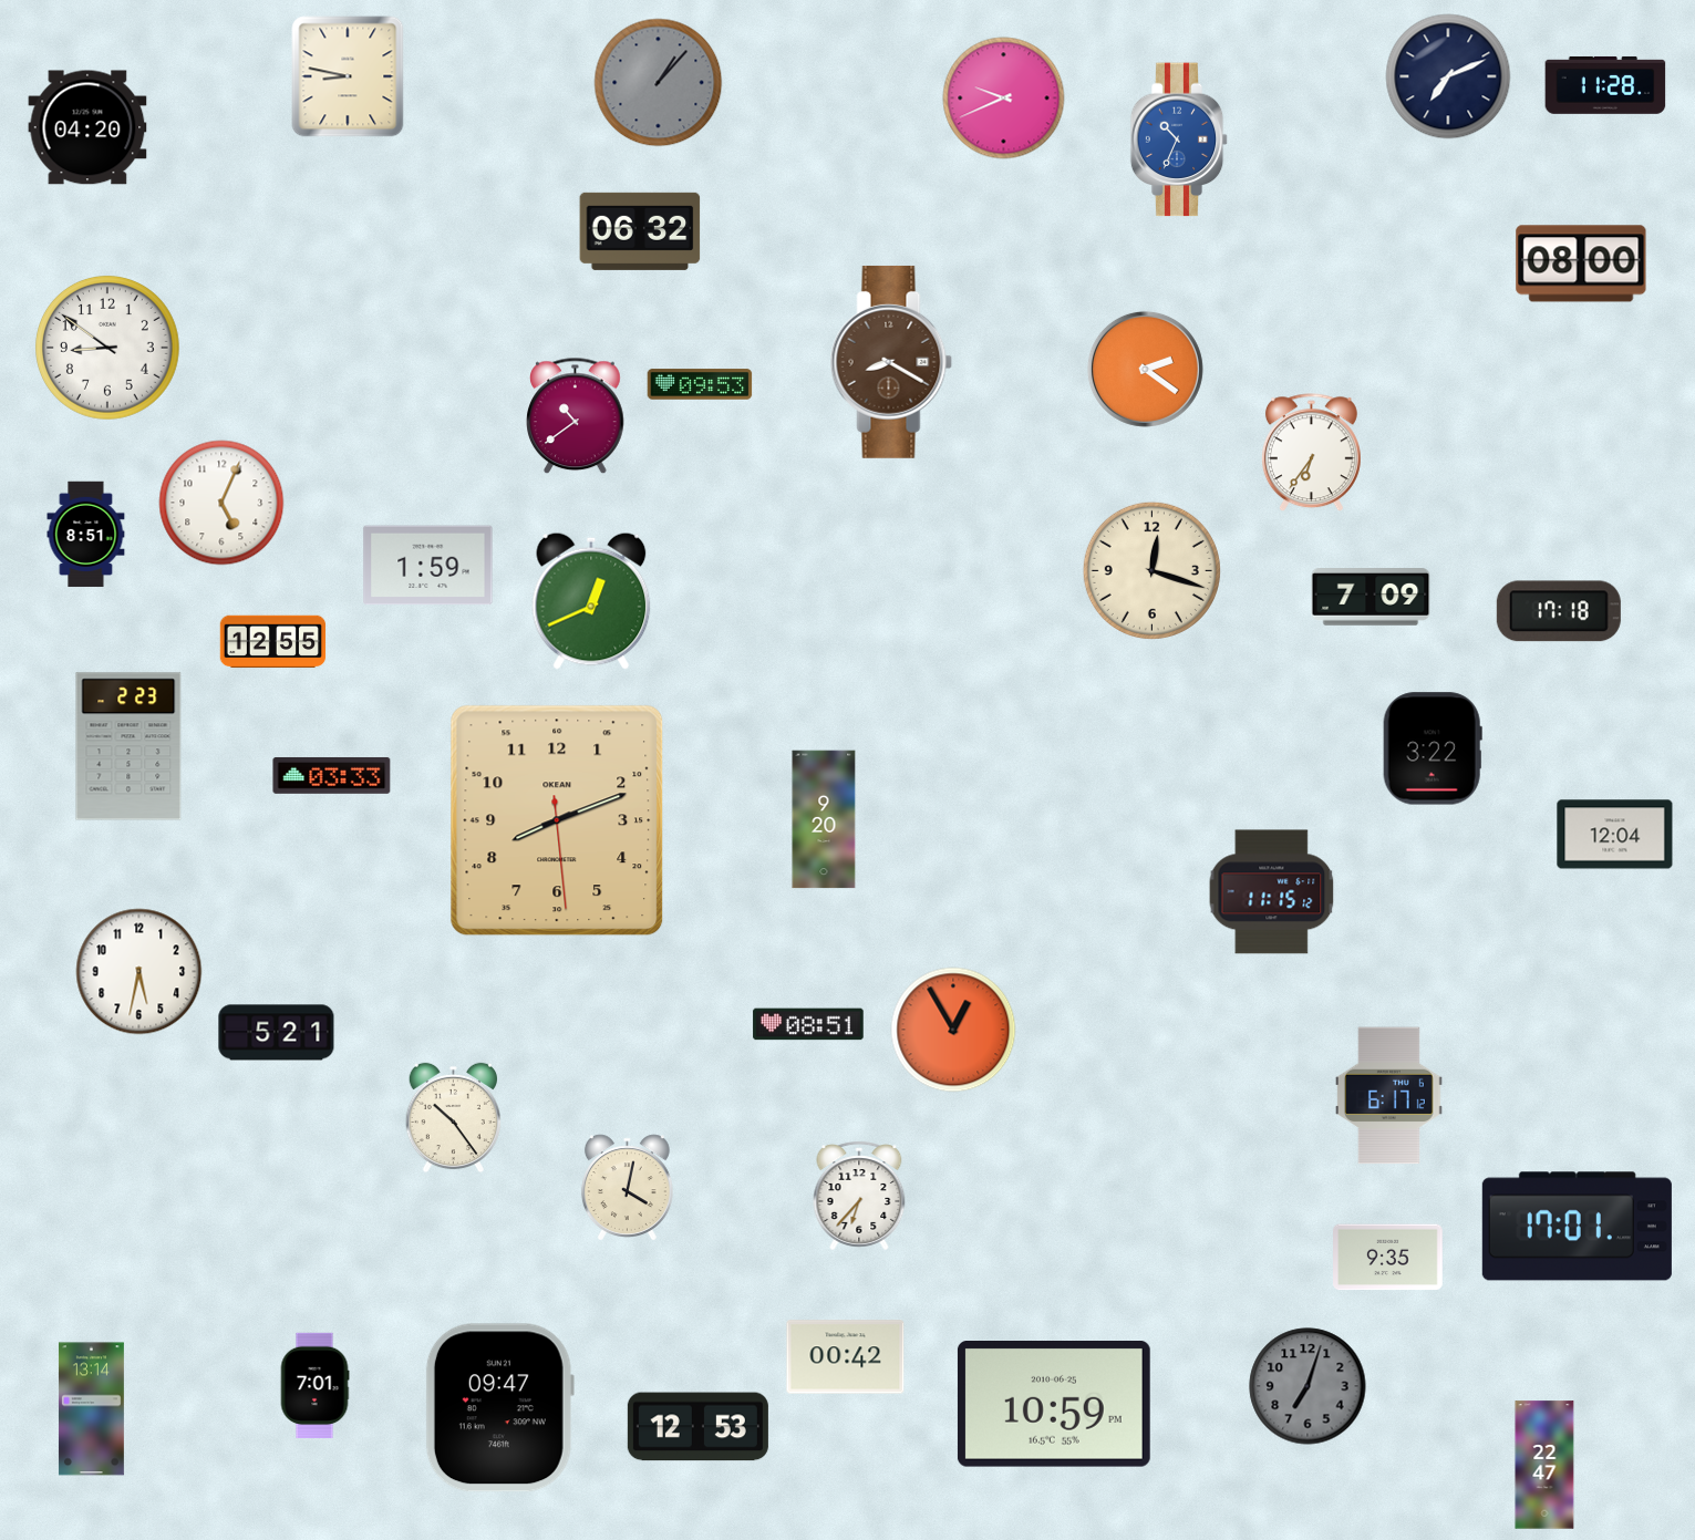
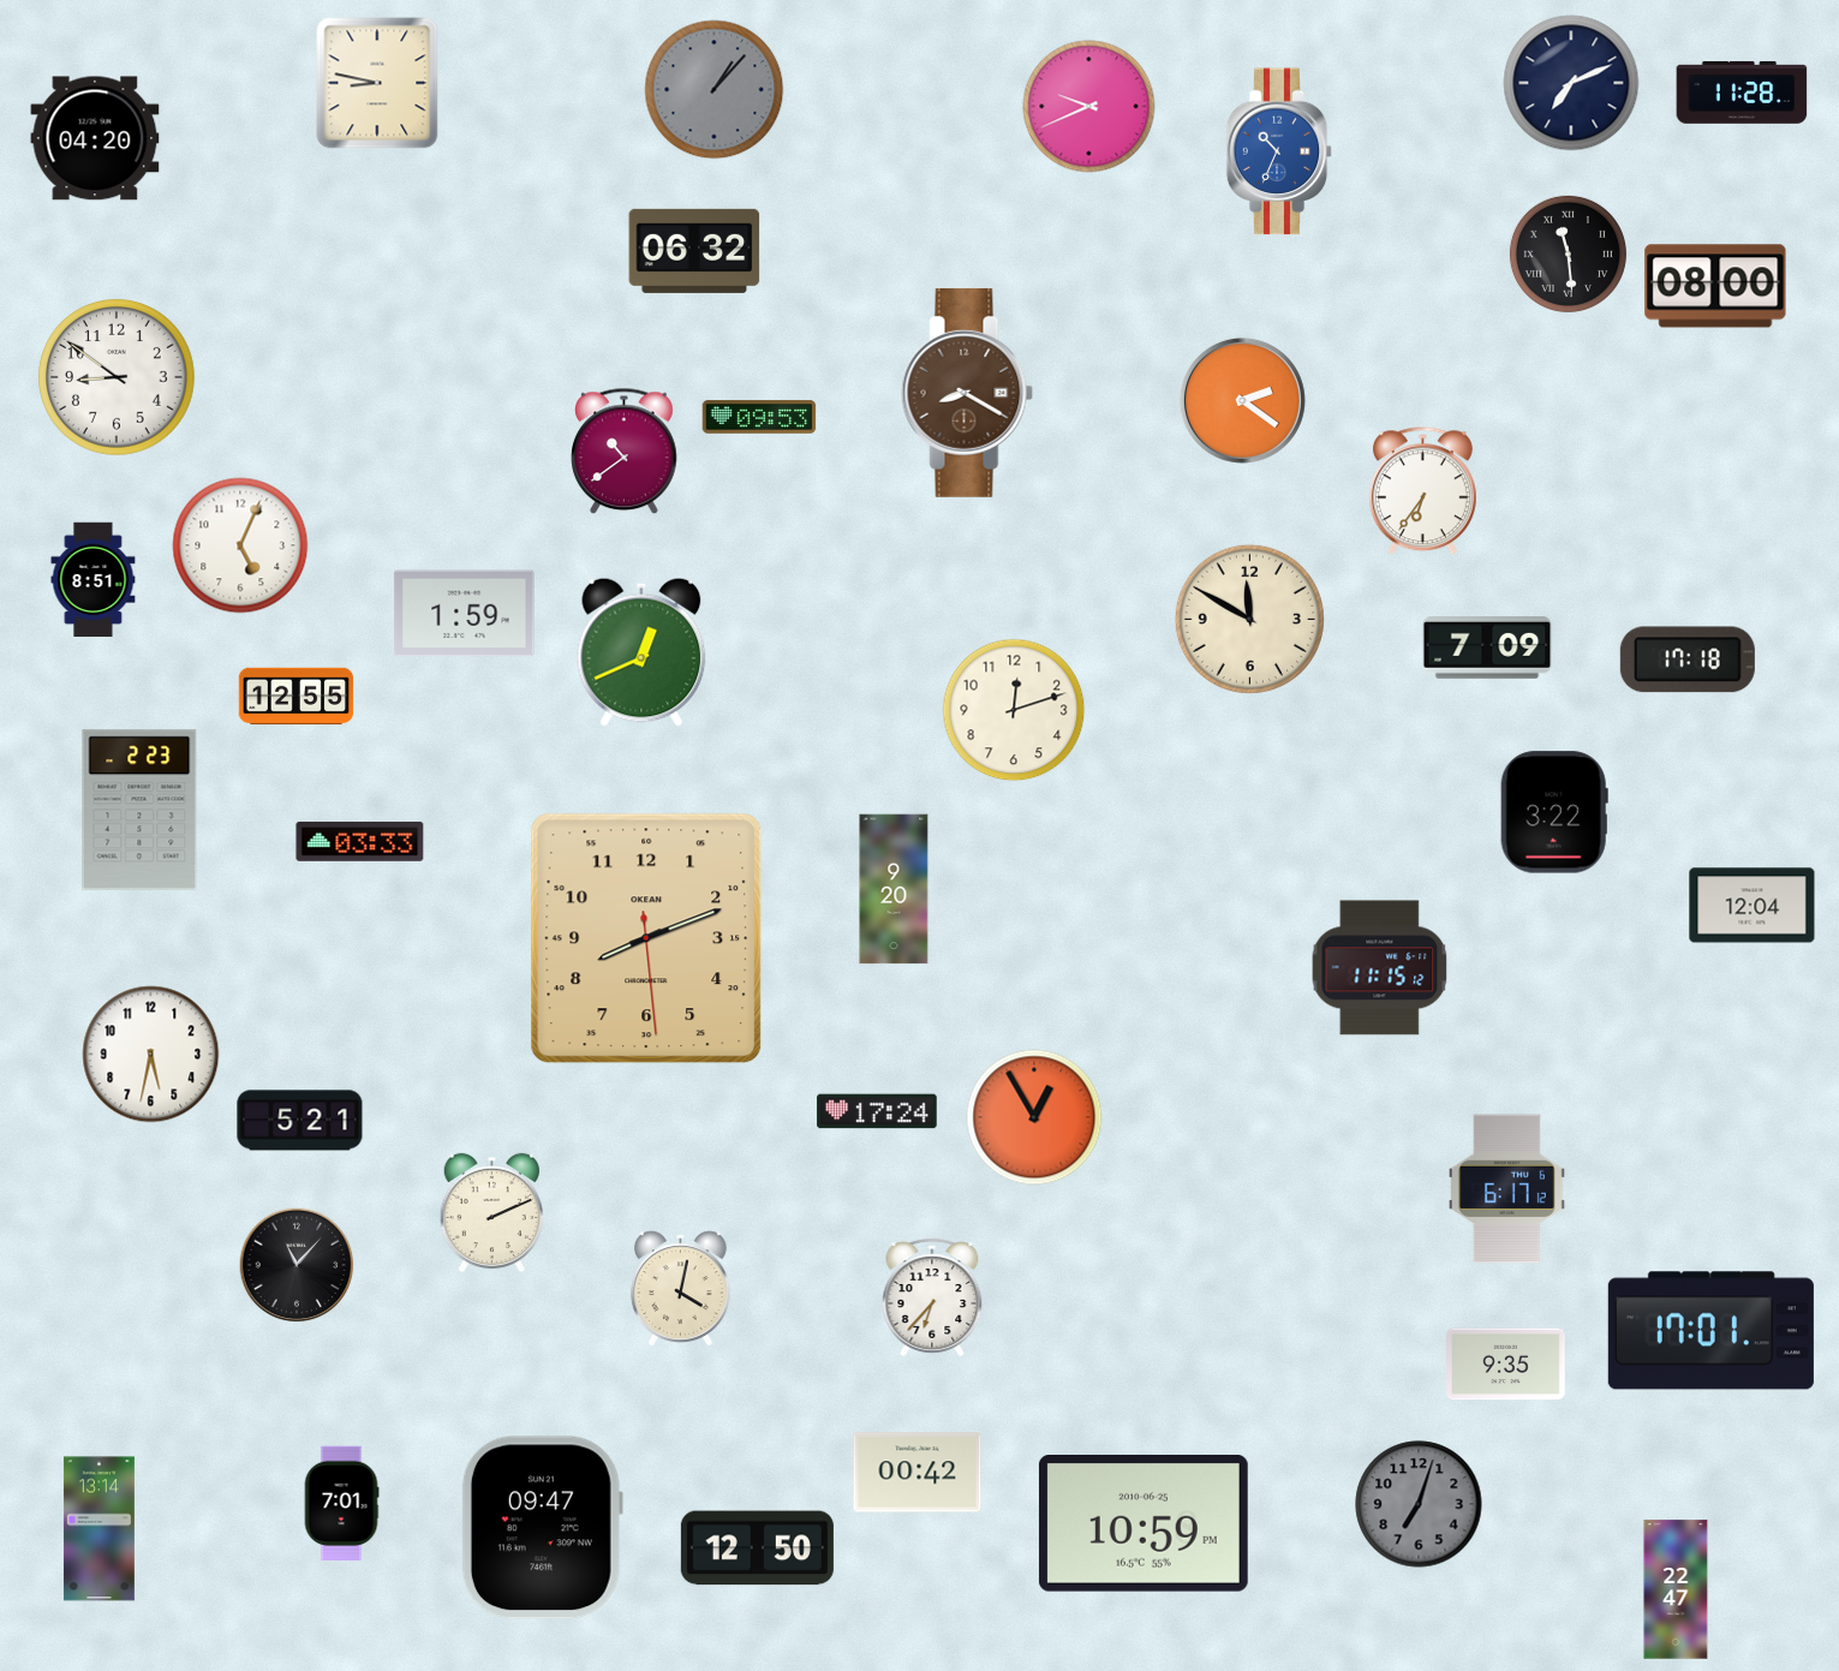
clock at (1568, 253): none -> 11:29
clock at (1151, 570): 12:18 -> 11:50
clock at (1559, 611) position: (1559, 611) -> (1688, 660)
clock at (1014, 710): none -> 12:12
clock at (557, 820) position: (557, 820) -> (646, 938)
clock at (808, 1024): 08:51 -> 17:24
clock at (453, 1118): 10:24 -> 2:11
clock at (297, 1265): none -> 11:07
clock at (697, 1427): 12:53 -> 12:50
